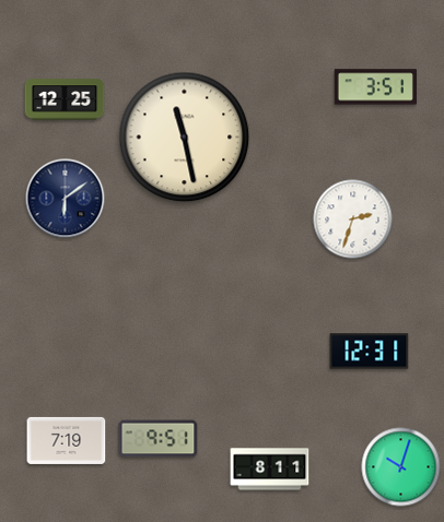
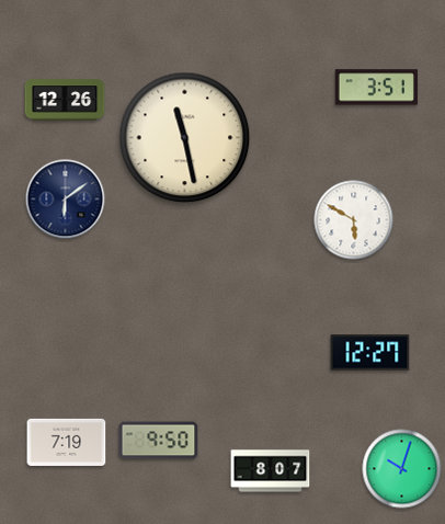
clock at (65, 99): 12:25 -> 12:26
clock at (353, 220): 2:33 -> 5:50
clock at (370, 352): 12:31 -> 12:27
clock at (159, 439): 9:51 -> 9:50
clock at (270, 470): 8:11 -> 8:07
